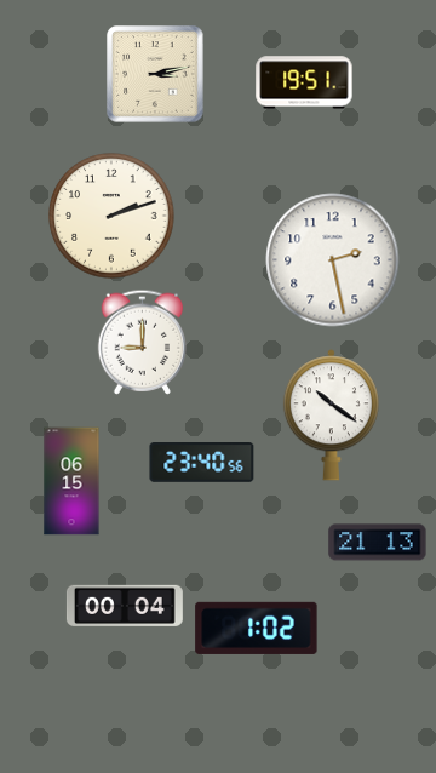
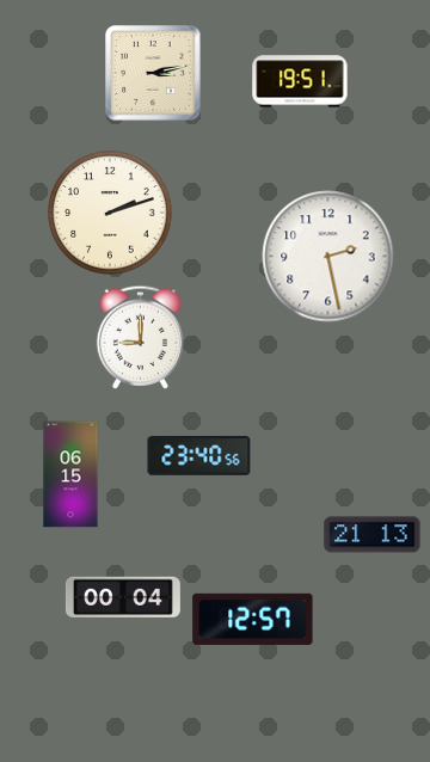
clock at (331, 416): 10:21 -> none
clock at (257, 628): 1:02 -> 12:57
